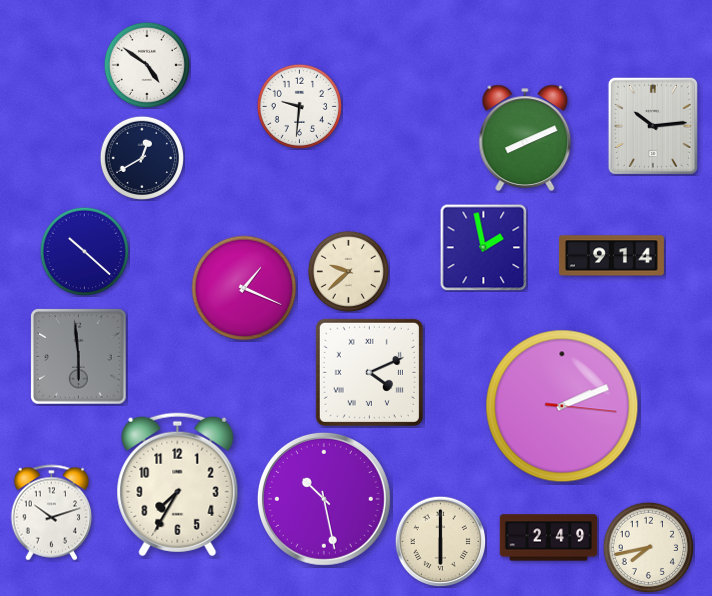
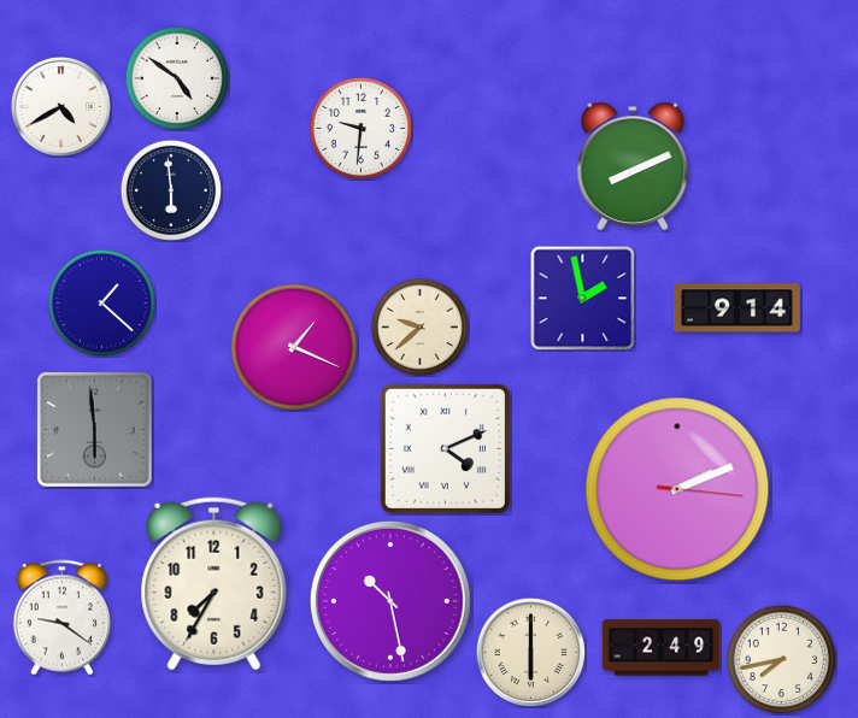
clock at (60, 106): none -> 4:40
clock at (653, 126): 10:14 -> none
clock at (142, 158): 12:40 -> 5:59
clock at (84, 251): 10:22 -> 1:22
clock at (52, 513): 10:12 -> 9:21
